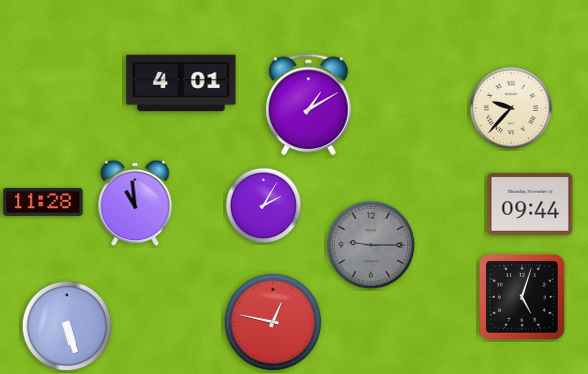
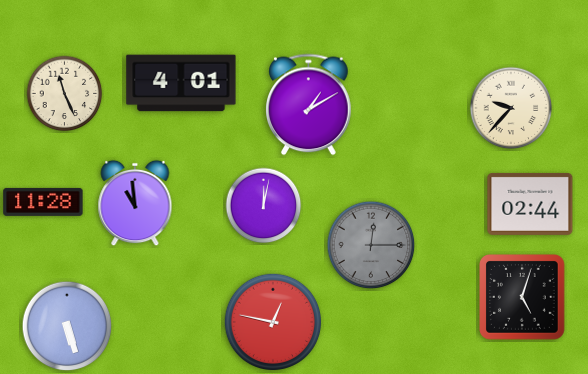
clock at (65, 94): none -> 11:26
clock at (530, 204): 09:44 -> 02:44
clock at (264, 206): 2:05 -> 12:02
clock at (371, 245): 9:15 -> 12:15
